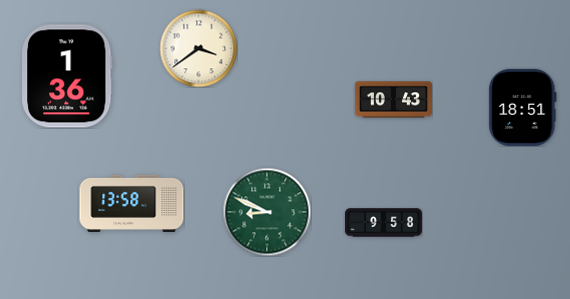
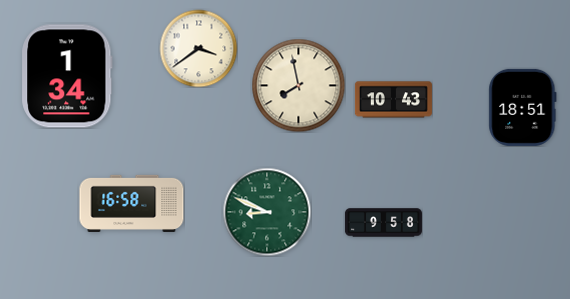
clock at (67, 76): 1:36 -> 1:34
clock at (298, 85): none -> 7:58
clock at (132, 203): 13:58 -> 16:58
